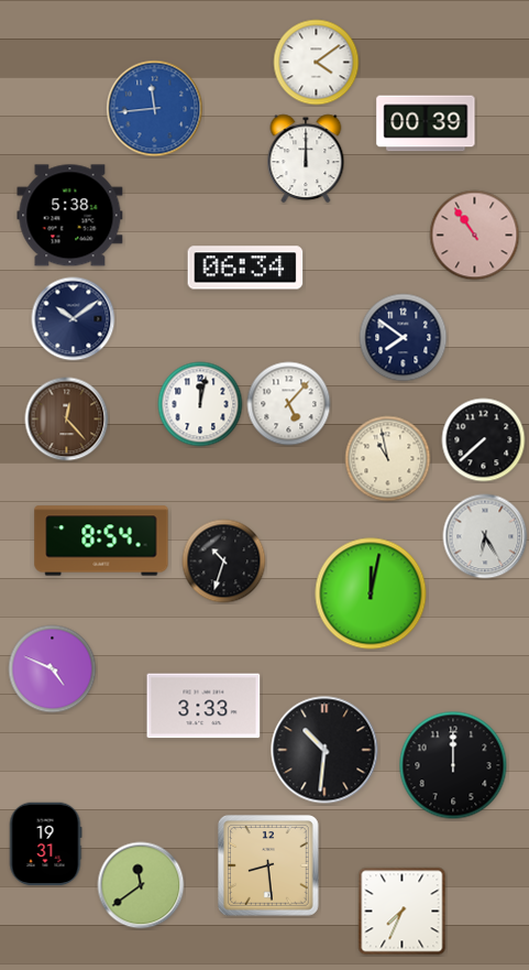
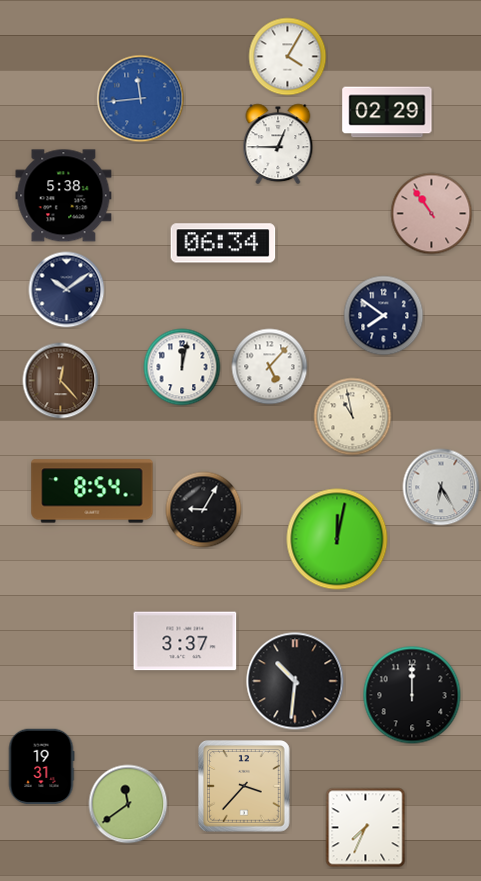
clock at (317, 63): 4:09 -> 4:05
clock at (426, 123): 00:39 -> 02:29
clock at (306, 159): 12:00 -> 12:45
clock at (404, 338) position: (404, 338) -> (384, 316)
clock at (289, 404) position: (289, 404) -> (270, 367)
clock at (484, 440): 7:38 -> none
clock at (224, 562): 10:33 -> 9:05
clock at (53, 669): 4:49 -> none
clock at (203, 706): 3:33 -> 3:37
clock at (269, 867): 8:29 -> 3:37
